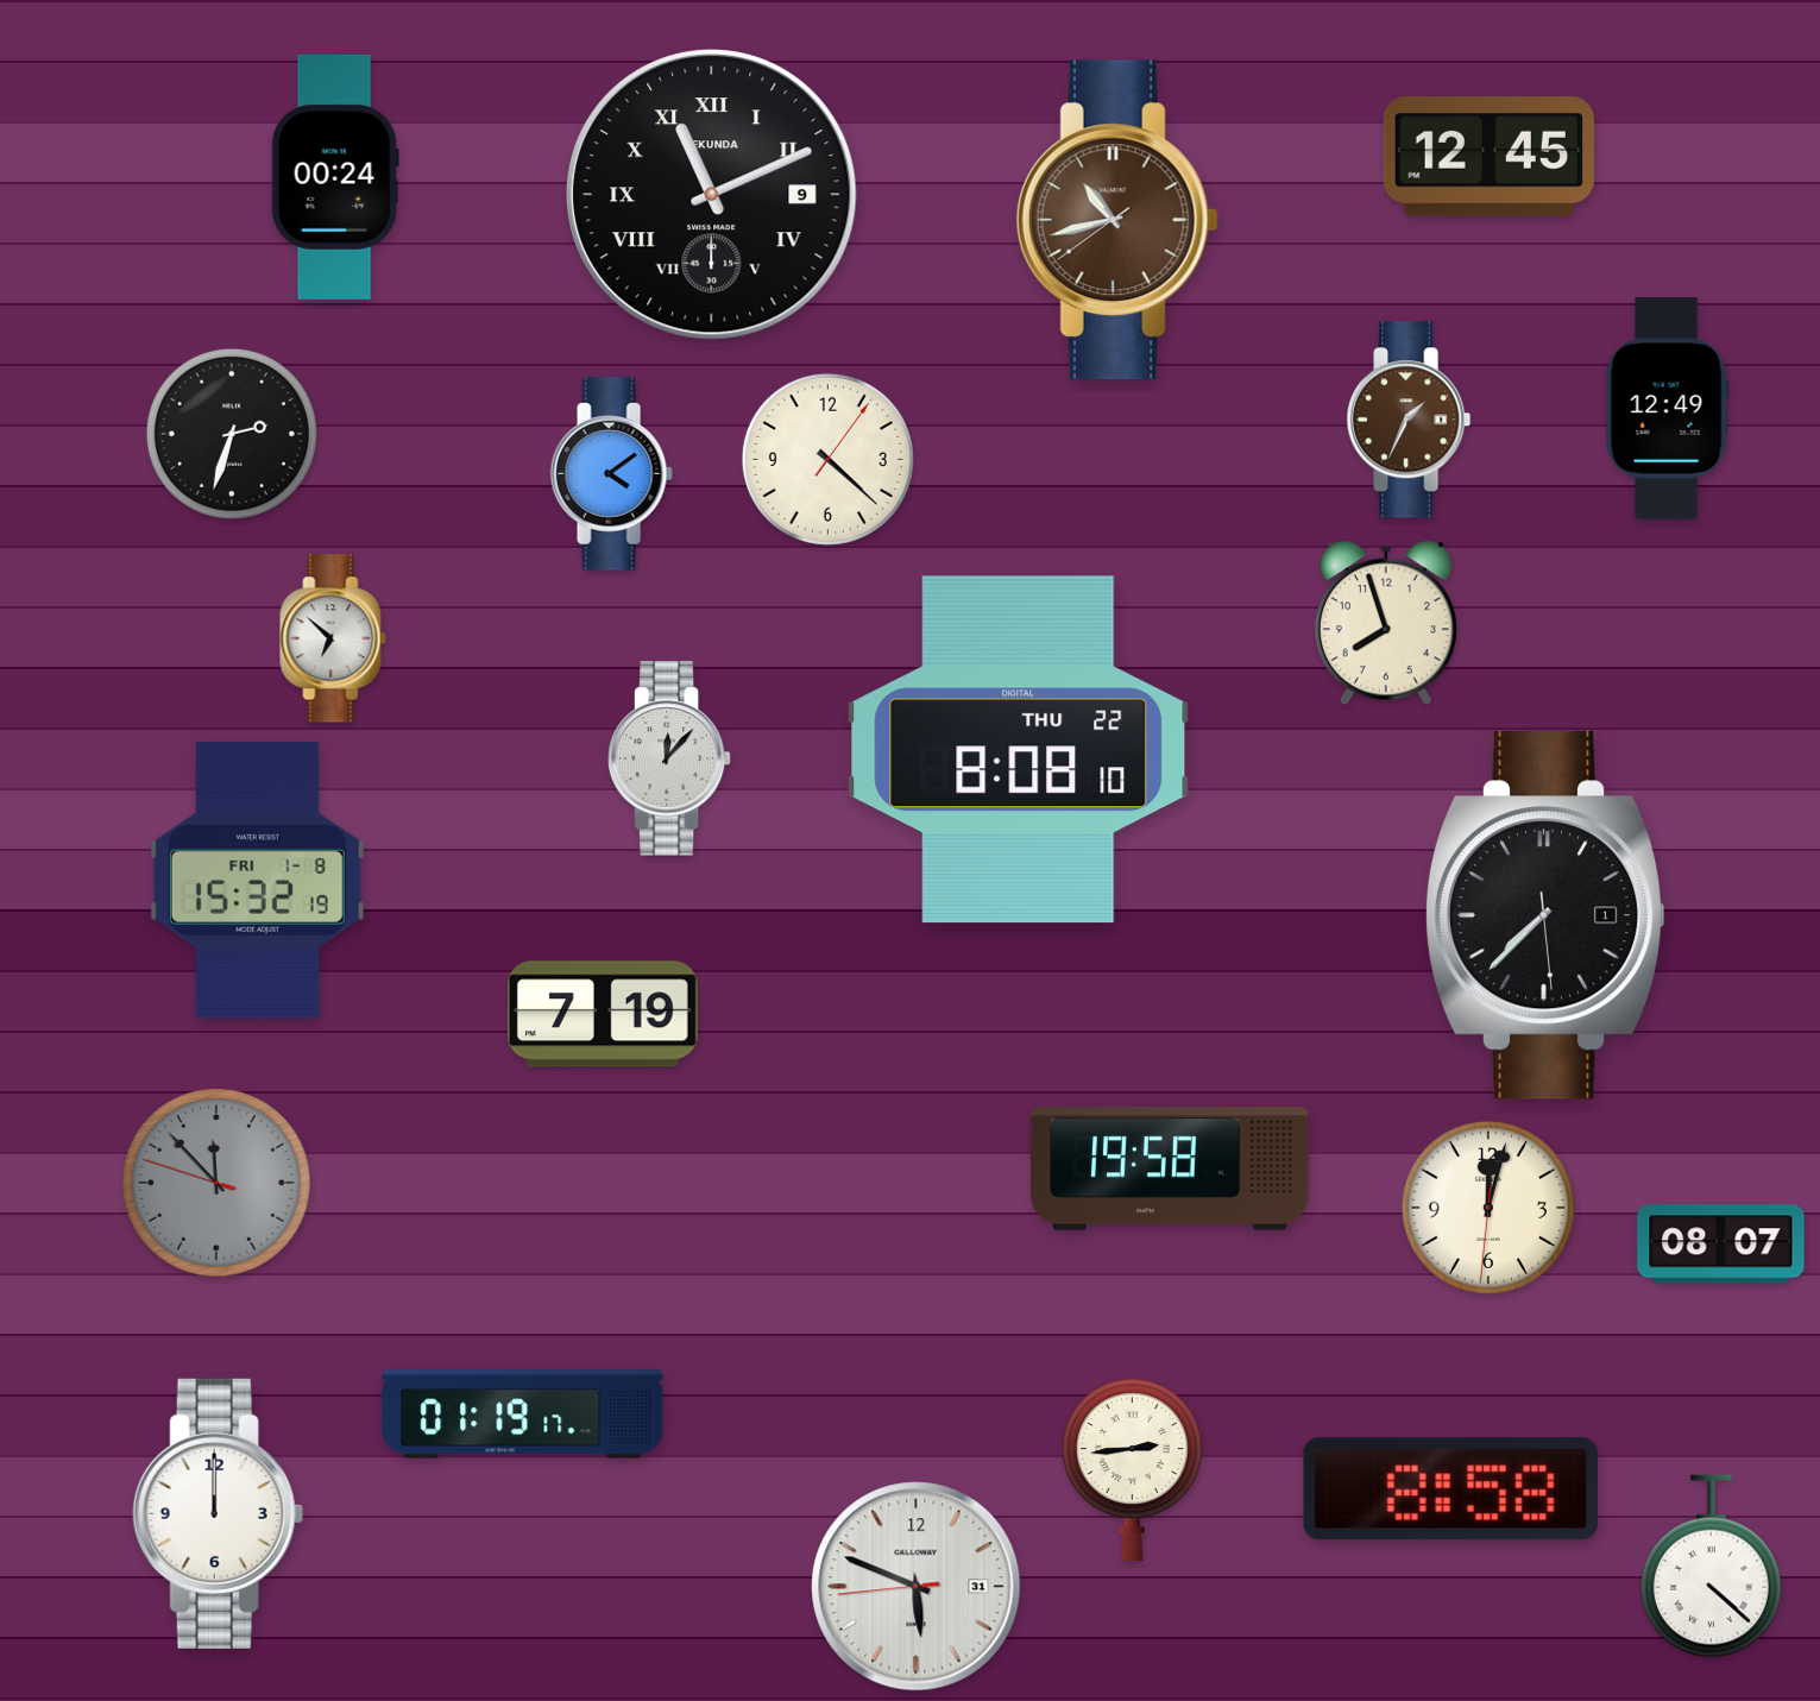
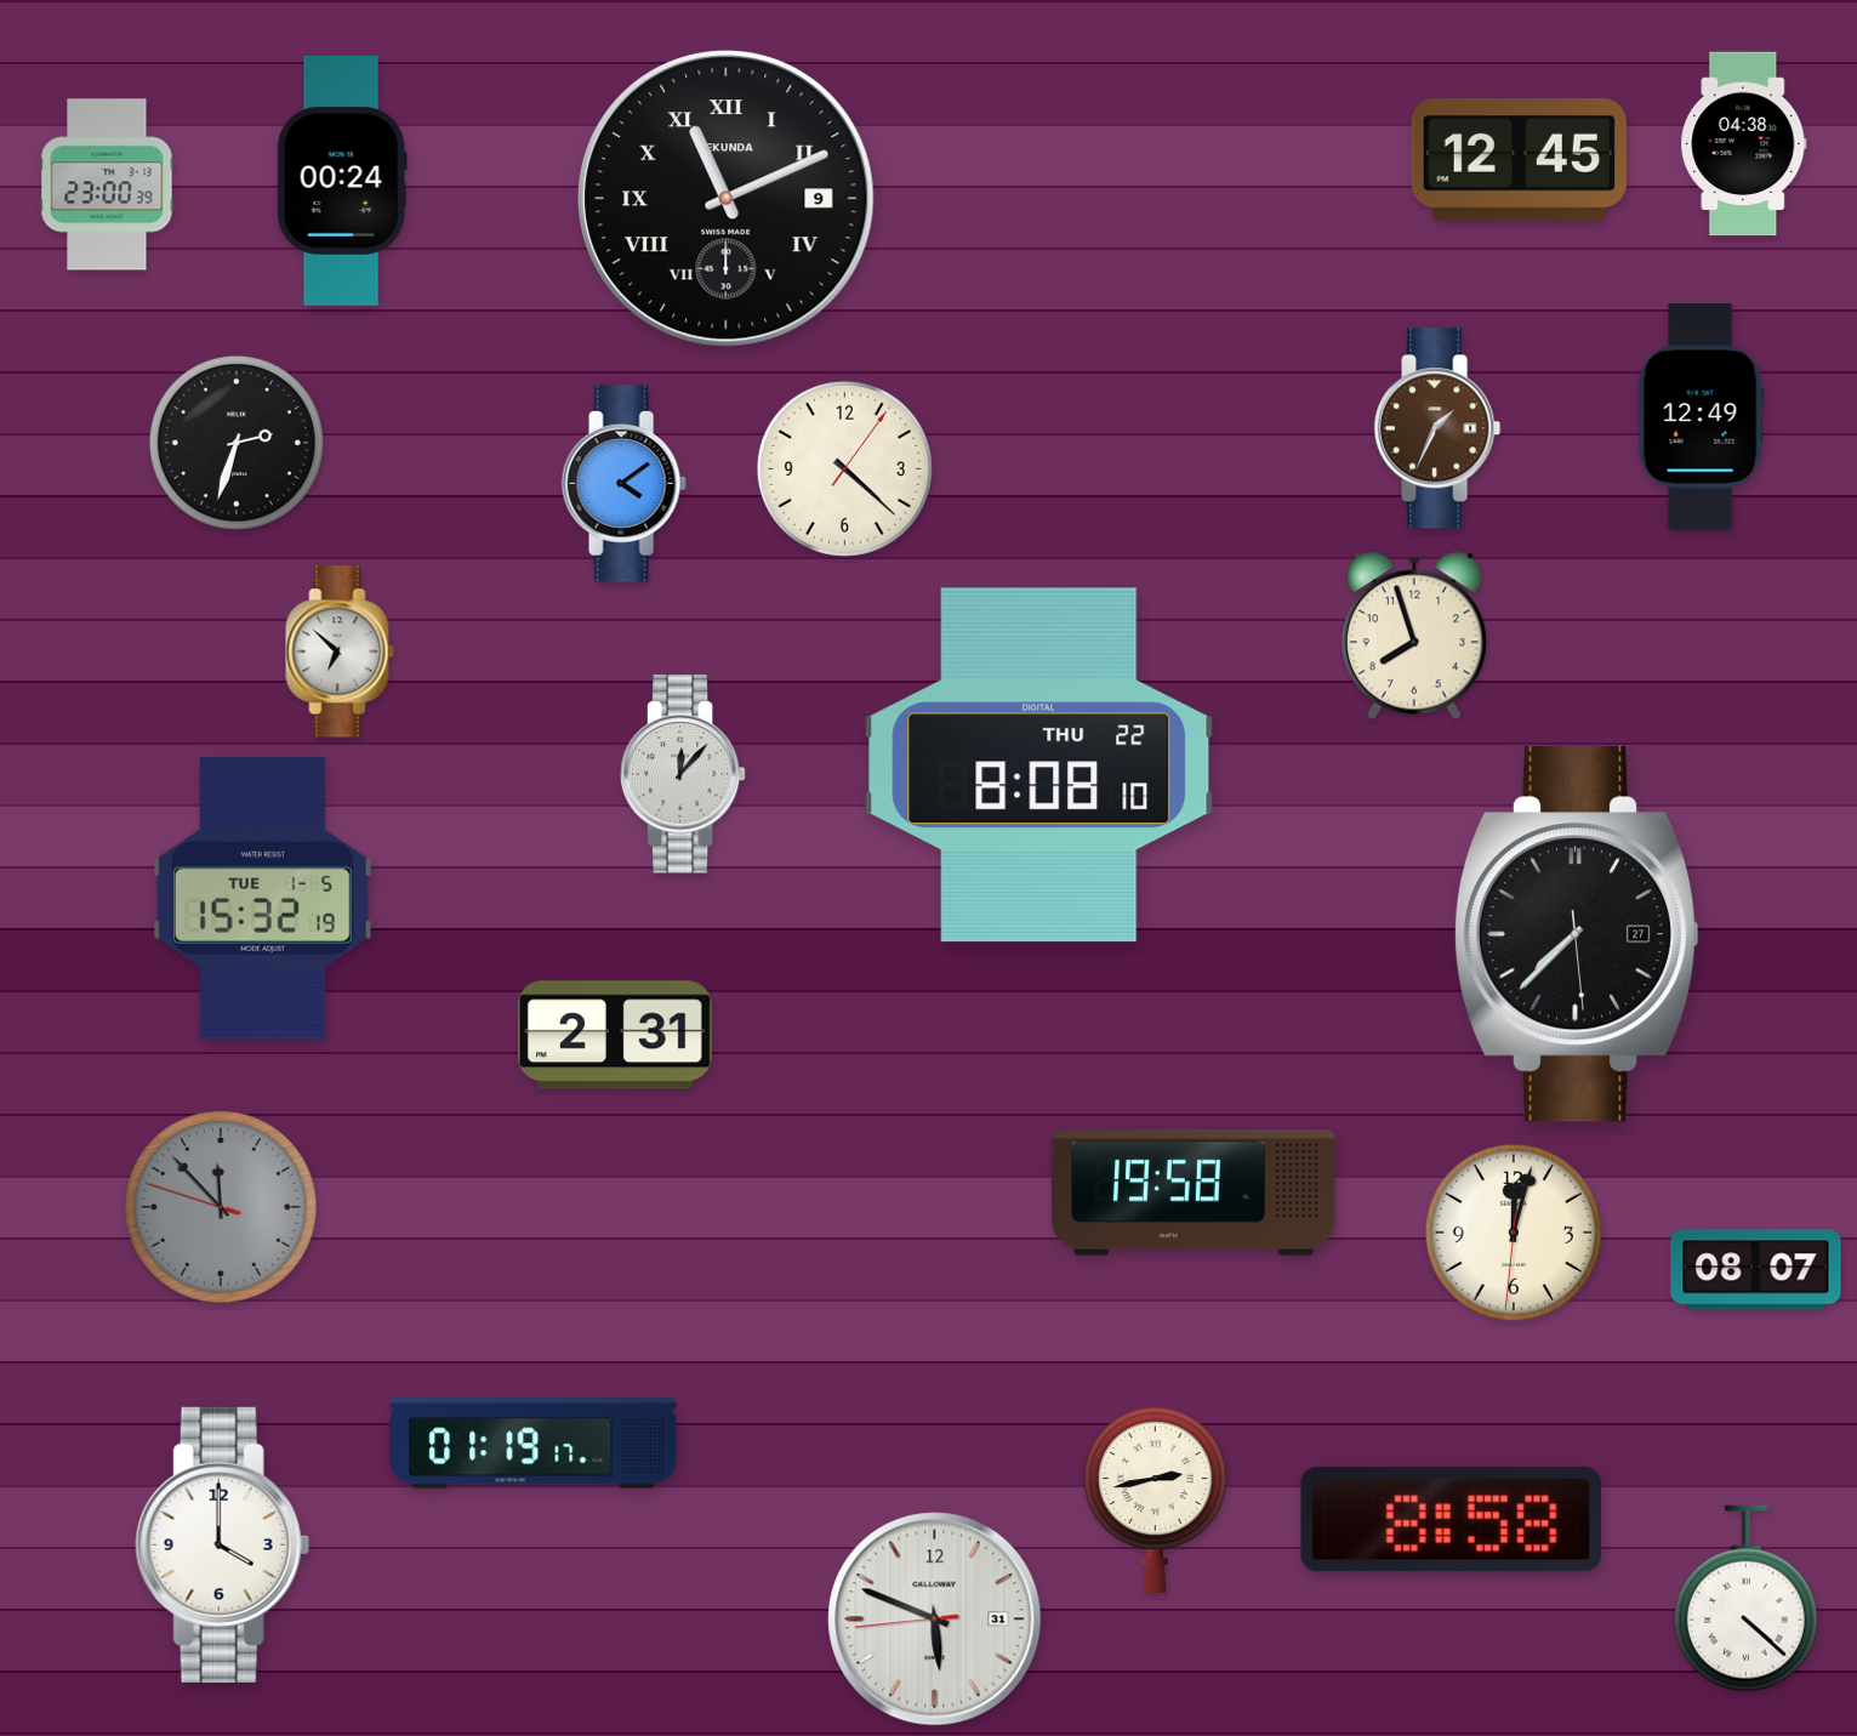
clock at (1744, 144): none -> 04:38
clock at (107, 184): none -> 23:00
clock at (1117, 220): 10:42 -> none
clock at (257, 880) date: FRI 1-8 -> TUE 1-5
clock at (1545, 915) date: 1 -> 27
clock at (603, 1014): 7:19 -> 2:31
clock at (1488, 1208) position: (1488, 1208) -> (1514, 1233)
clock at (1132, 1469): 2:44 -> 2:43
clock at (1450, 1489) position: (1450, 1489) -> (1451, 1520)
clock at (218, 1513): 12:00 -> 4:00
